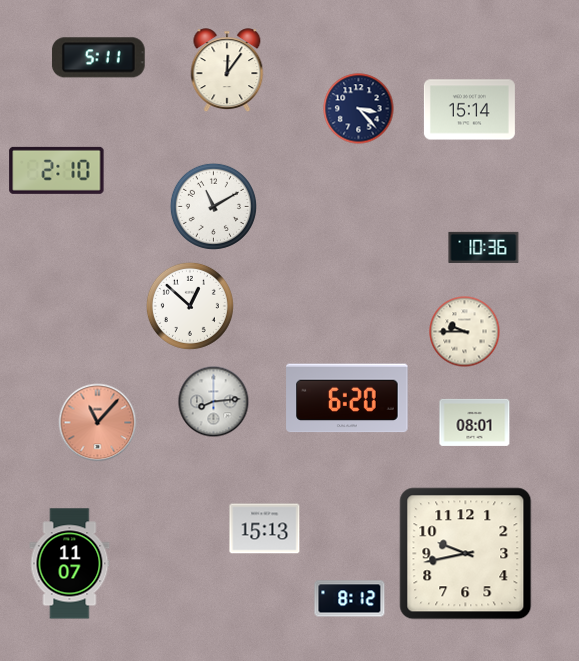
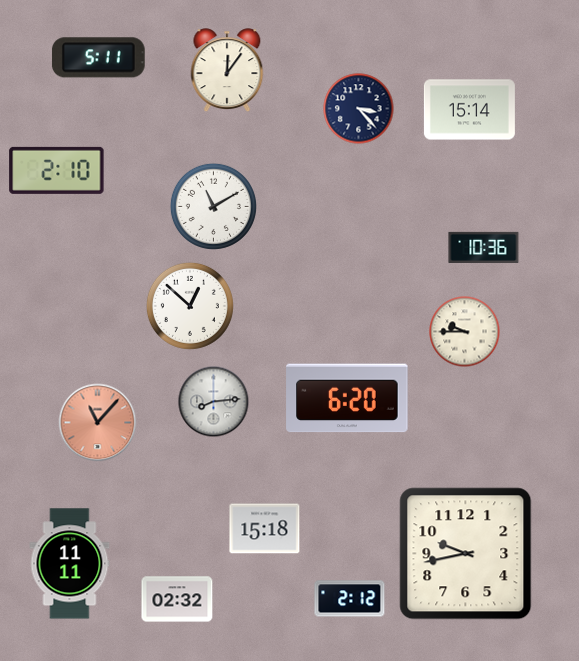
clock at (475, 422): 08:01 -> none
clock at (265, 529): 15:13 -> 15:18
clock at (70, 564): 11:07 -> 11:11
clock at (177, 599): none -> 02:32
clock at (350, 599): 8:12 -> 2:12
